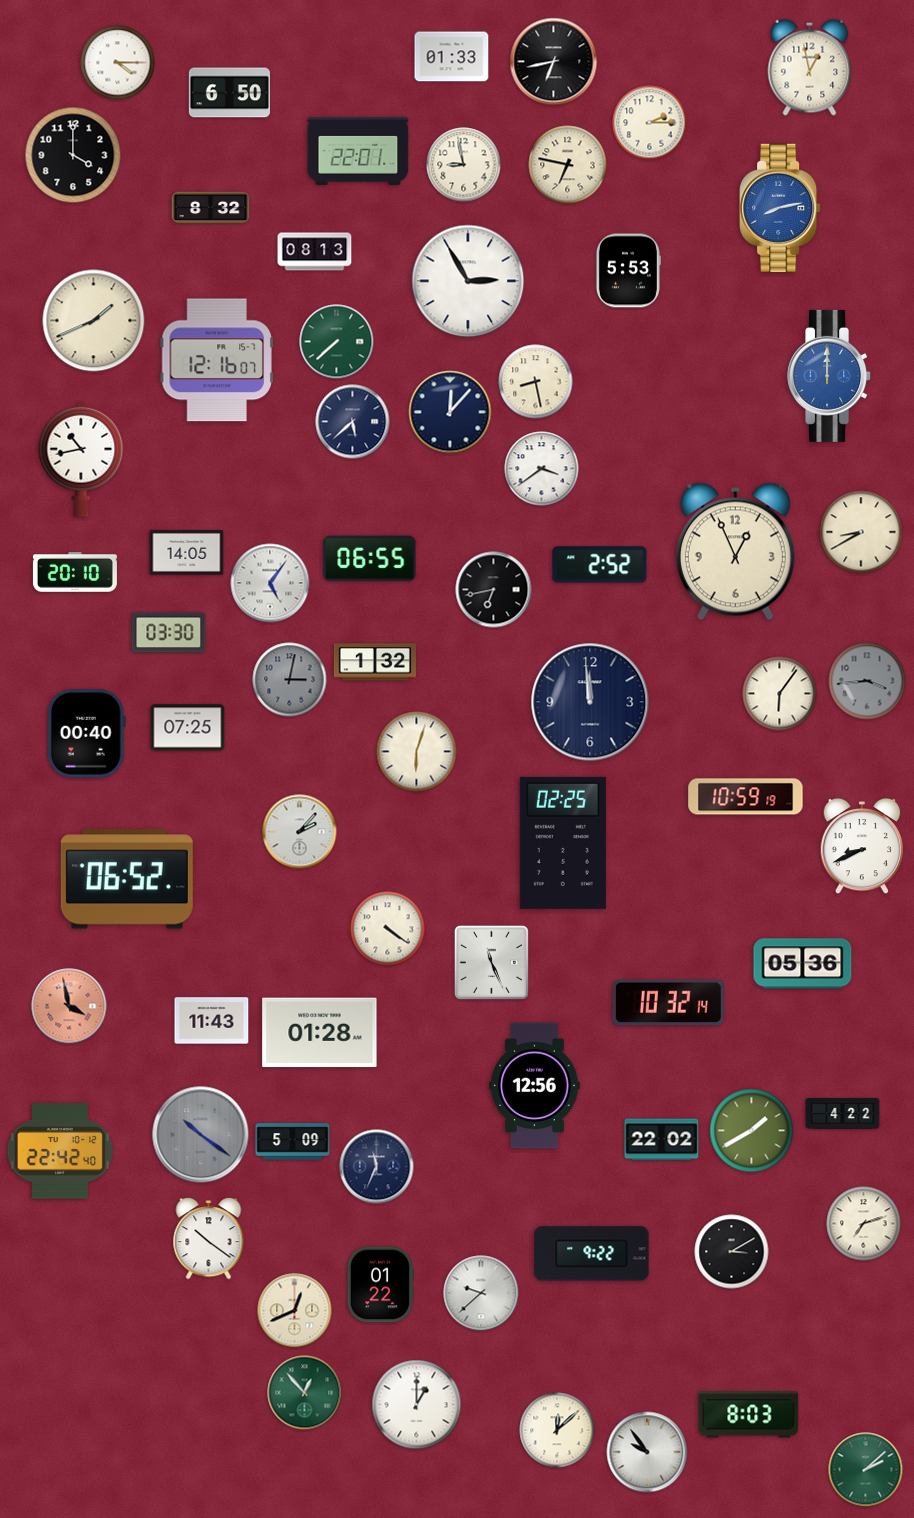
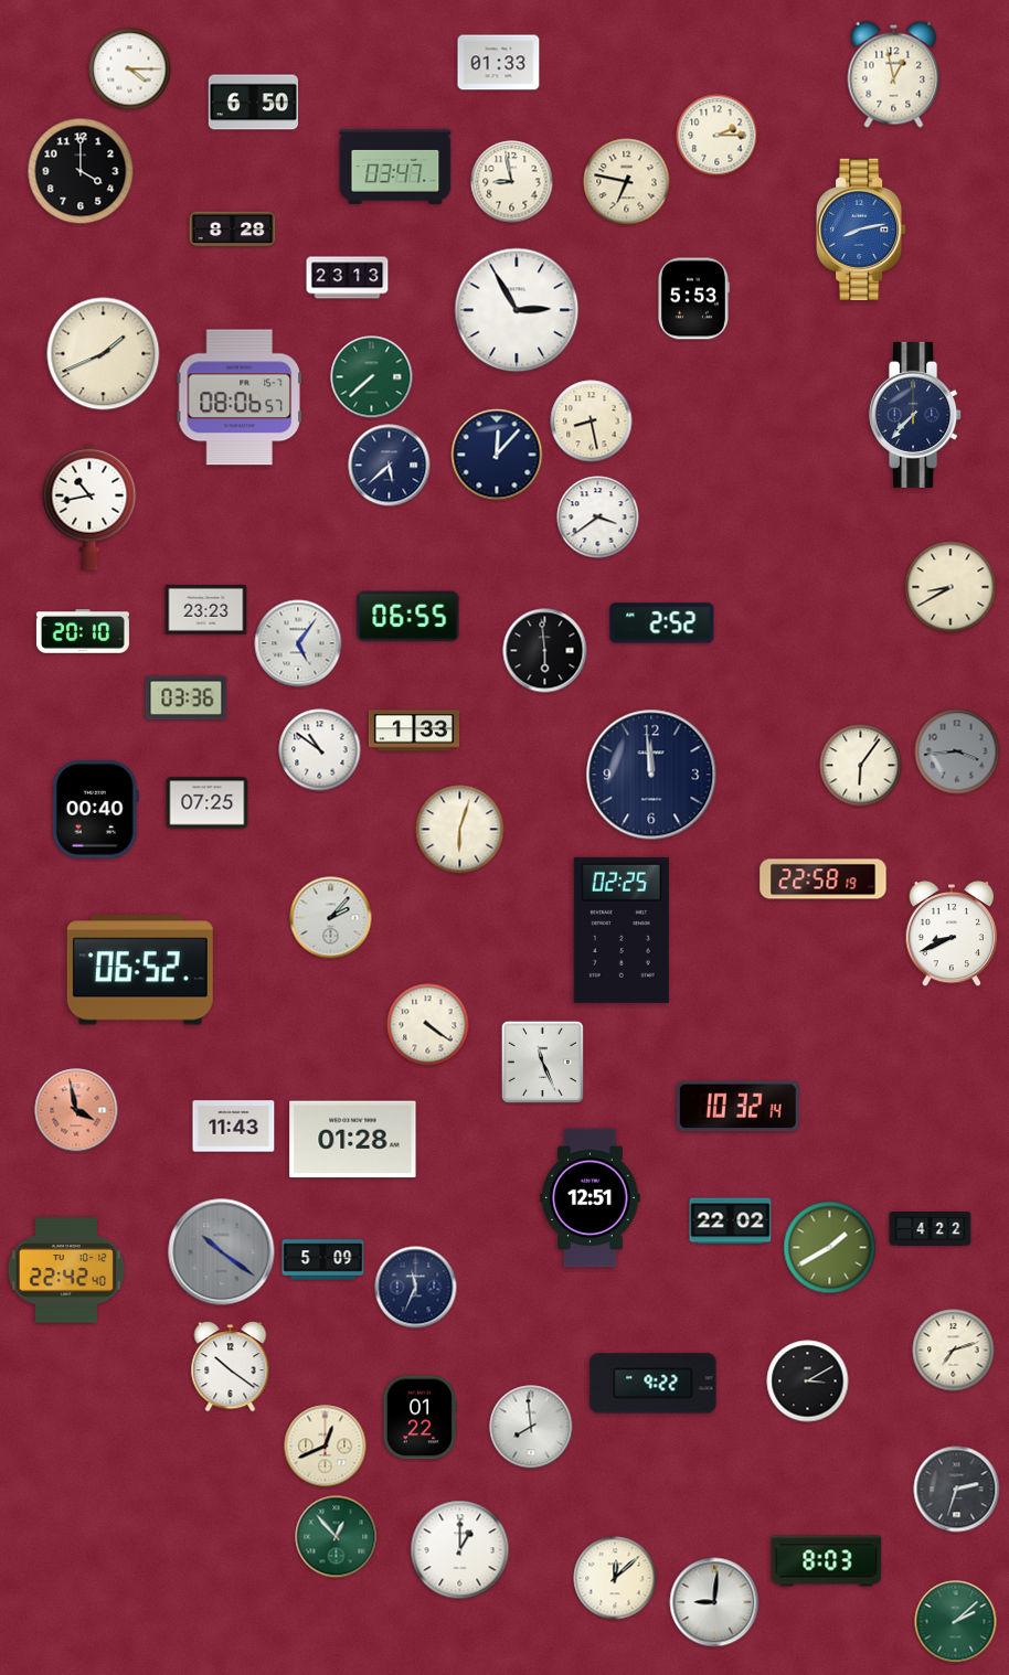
clock at (554, 62): 6:43 -> none
clock at (358, 151): 22:01 -> 03:47
clock at (211, 208): 8:32 -> 8:28
clock at (315, 252): 08:13 -> 23:13
clock at (217, 360): 12:16 -> 08:06
clock at (830, 376): 12:00 -> 7:37
clock at (830, 376) dial: blue -> navy
clock at (187, 552): 14:05 -> 23:23
clock at (735, 552): 12:56 -> none
clock at (494, 590): 6:43 -> 5:59
clock at (169, 633): 03:30 -> 03:36
clock at (374, 662): 1:32 -> 1:33
clock at (290, 680): 3:02 -> 10:51
clock at (290, 680) dial: grey -> white
clock at (746, 797): 10:59 -> 22:58
clock at (803, 964): 05:36 -> none
clock at (535, 1086): 12:56 -> 12:51
clock at (662, 1140) position: (662, 1140) -> (731, 1221)
clock at (481, 1293): 9:38 -> 7:59
clock at (957, 1490): none -> 2:33
clock at (647, 1452): 9:54 -> 9:01
